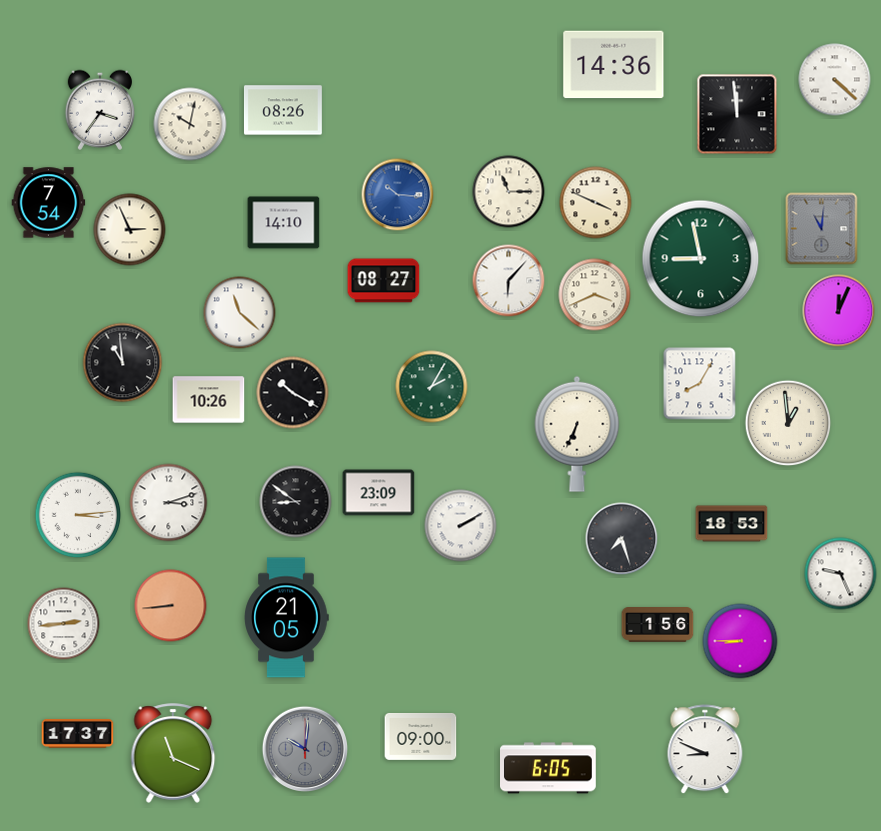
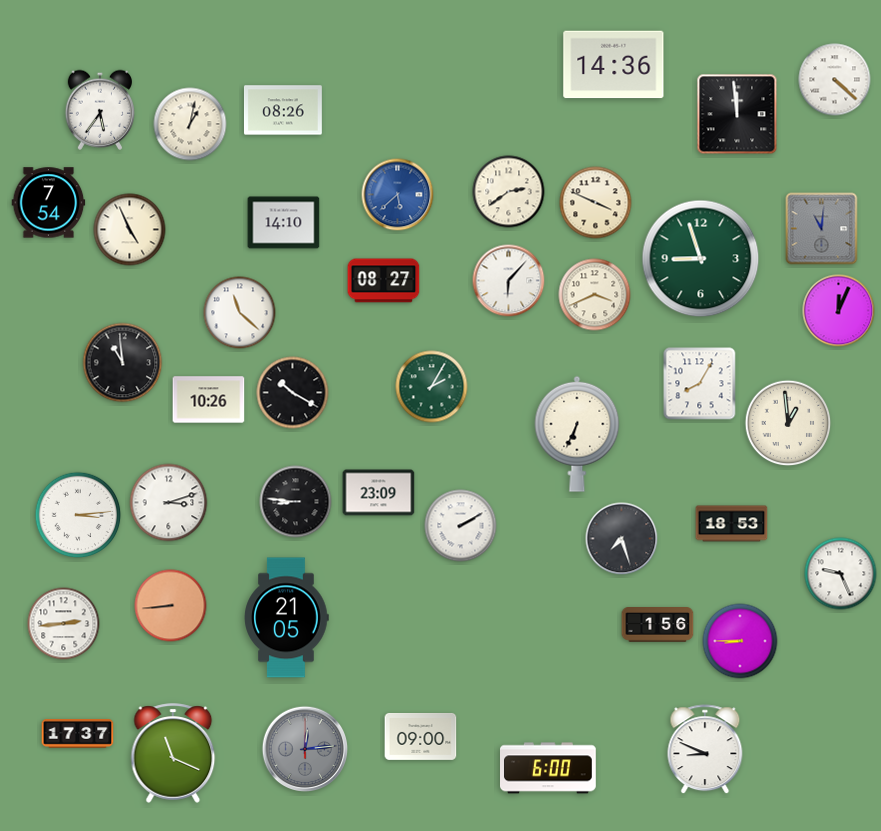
clock at (99, 110): 3:36 -> 5:36
clock at (190, 124): 10:02 -> 1:02
clock at (509, 192): 11:15 -> 2:39
clock at (398, 195): 10:16 -> 5:38
clock at (130, 230): 2:56 -> 4:56
clock at (701, 259): 8:58 -> 8:57
clock at (296, 502): 8:51 -> 8:46
clock at (305, 749): 10:01 -> 12:14
clock at (549, 768): 6:05 -> 6:00
